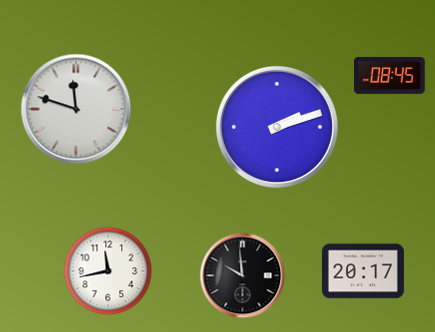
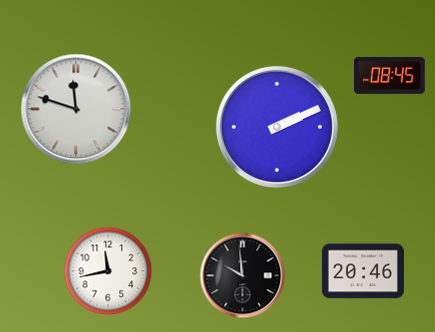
clock at (277, 127): 2:12 -> 2:11
clock at (363, 271): 20:17 -> 20:46
